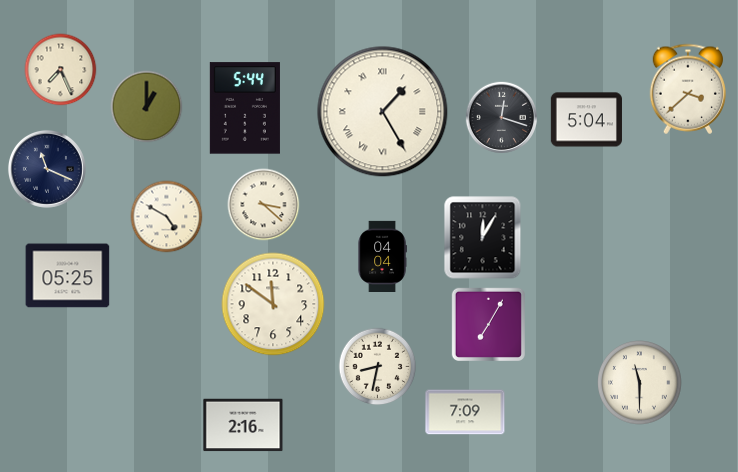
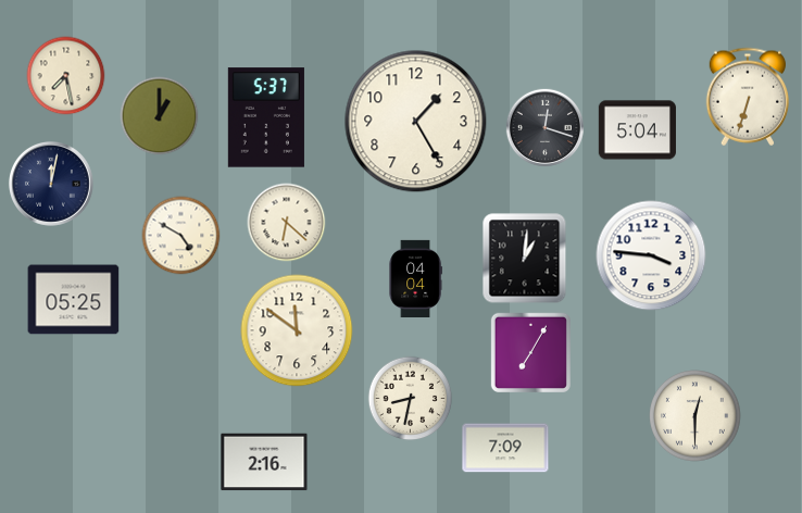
clock at (61, 70): 7:26 -> 7:28
clock at (688, 89): 3:38 -> 6:33
clock at (245, 108): 5:44 -> 5:37
clock at (383, 112) numerals: Roman -> Arabic
clock at (47, 169): 11:19 -> 12:02
clock at (264, 205): 3:22 -> 6:22
clock at (651, 255): none -> 3:46
clock at (483, 238): 12:05 -> 1:01
clock at (640, 383): 11:30 -> 12:30
